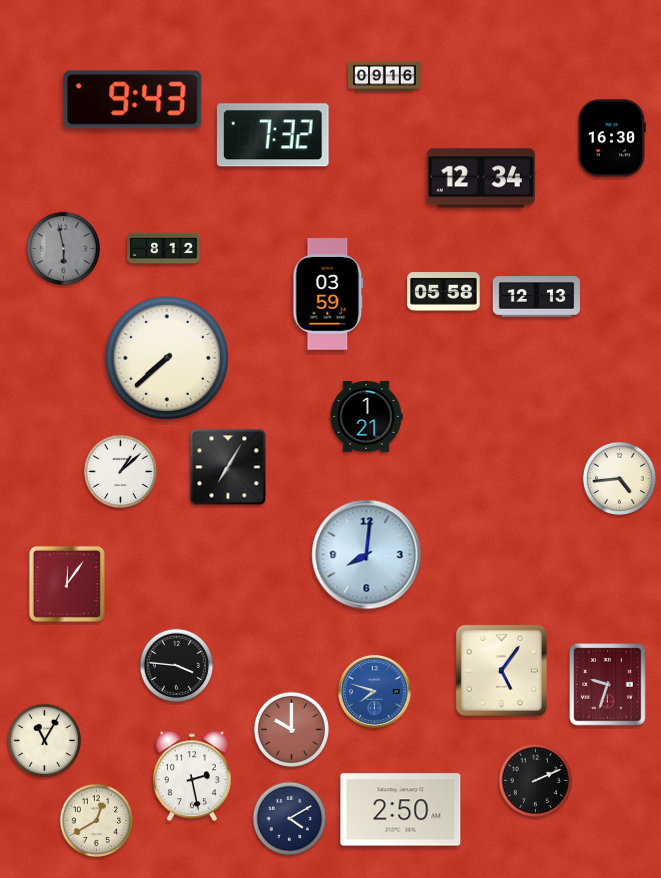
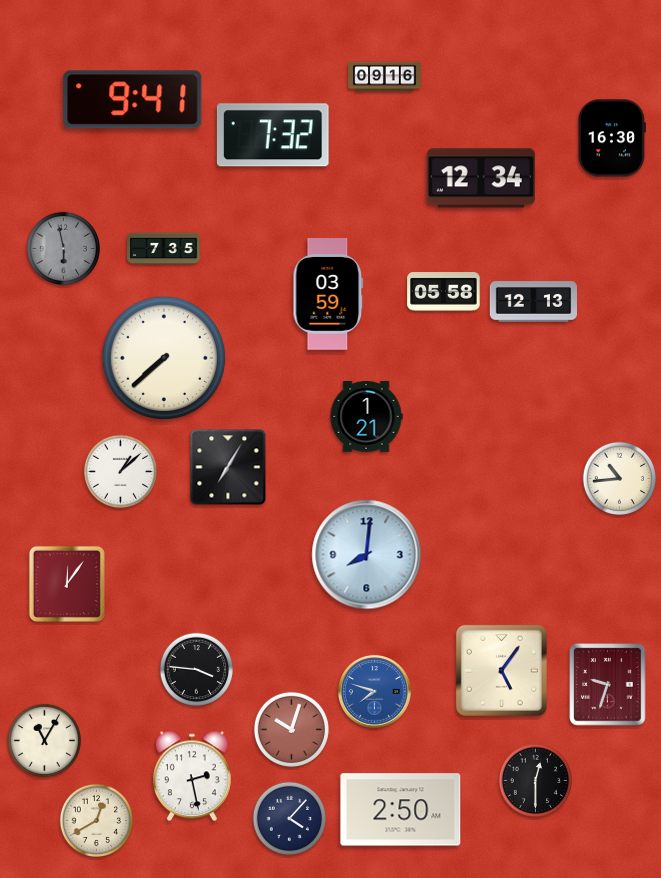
clock at (133, 100): 9:43 -> 9:41
clock at (164, 249): 8:12 -> 7:35
clock at (536, 297) position: (536, 297) -> (533, 302)
clock at (167, 358) position: (167, 358) -> (164, 358)
clock at (619, 478): 4:44 -> 10:44
clock at (176, 665) position: (176, 665) -> (196, 669)
clock at (291, 729): 10:00 -> 10:03
clock at (535, 780): 2:11 -> 12:30
clock at (289, 818): 4:10 -> 4:07
